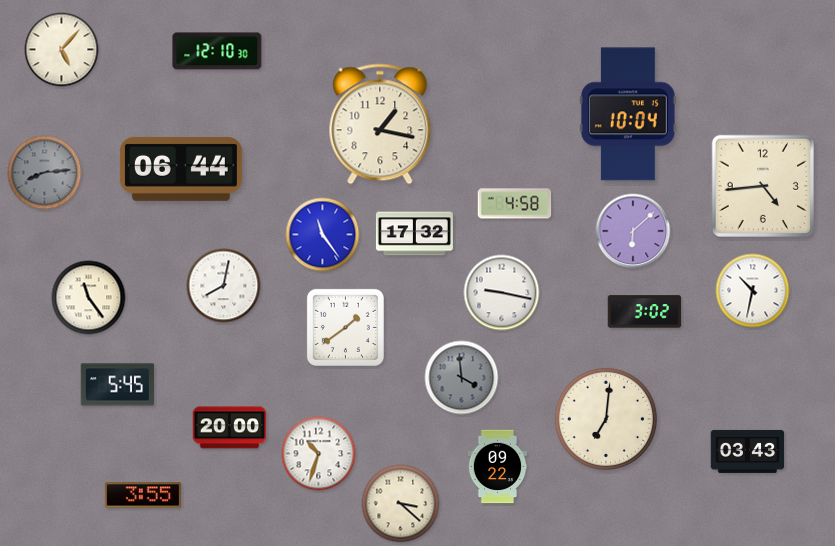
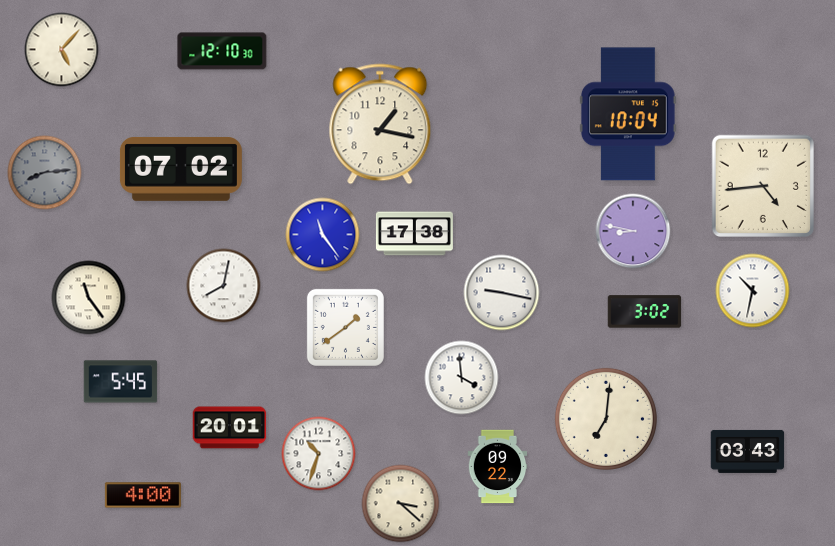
clock at (217, 51) position: (217, 51) -> (222, 51)
clock at (181, 169): 06:44 -> 07:02
clock at (515, 204): 4:58 -> none
clock at (633, 231): 6:08 -> 8:47
clock at (414, 234): 17:32 -> 17:38
clock at (462, 378) dial: grey -> white
clock at (118, 385) position: (118, 385) -> (121, 382)
clock at (230, 428): 20:00 -> 20:01
clock at (143, 495): 3:55 -> 4:00
